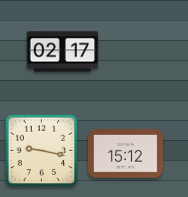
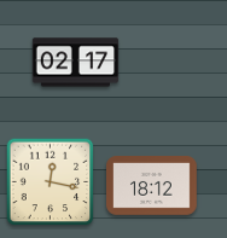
clock at (42, 151): 9:17 -> 12:17
clock at (126, 154): 15:12 -> 18:12
